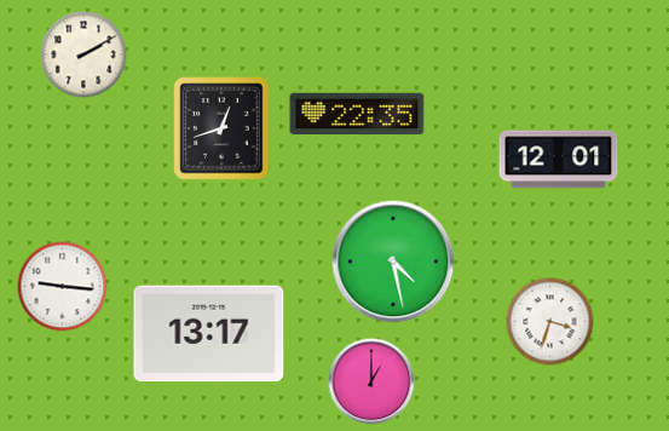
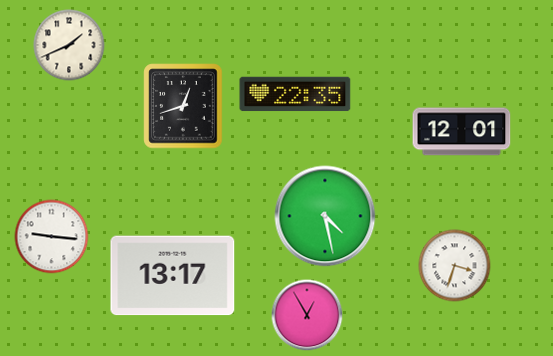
clock at (83, 54): 2:10 -> 1:41
clock at (371, 381): 1:00 -> 12:55
